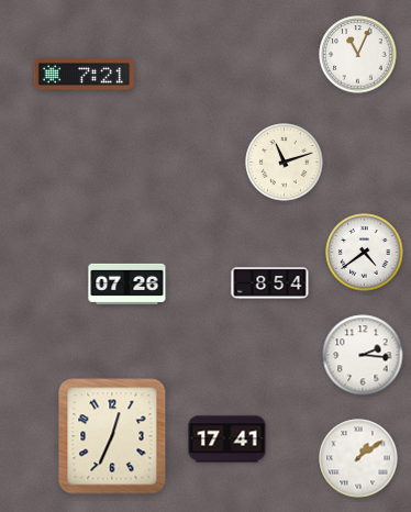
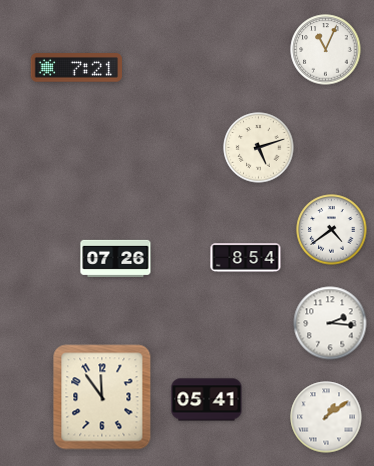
clock at (285, 163): 11:12 -> 5:12
clock at (112, 436): 12:34 -> 11:54
clock at (227, 439): 17:41 -> 05:41
